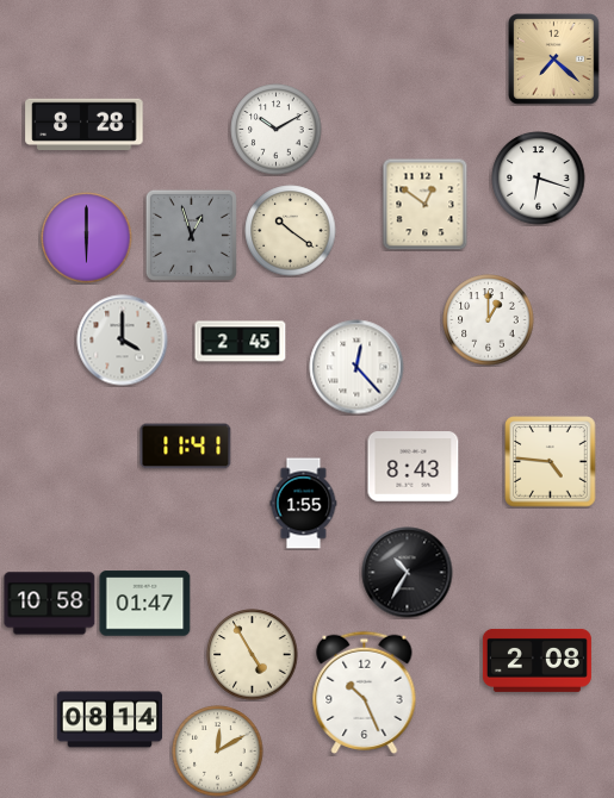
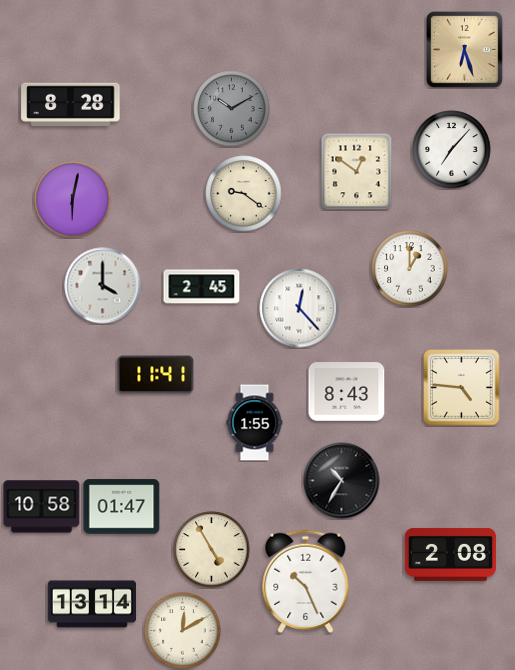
clock at (554, 60): 7:22 -> 6:27
clock at (277, 130) dial: white -> grey
clock at (539, 179): 6:18 -> 7:07
clock at (291, 231): 10:21 -> 9:21
clock at (191, 235): 12:57 -> none
clock at (87, 238): 6:00 -> 6:02
clock at (108, 719): 08:14 -> 13:14
